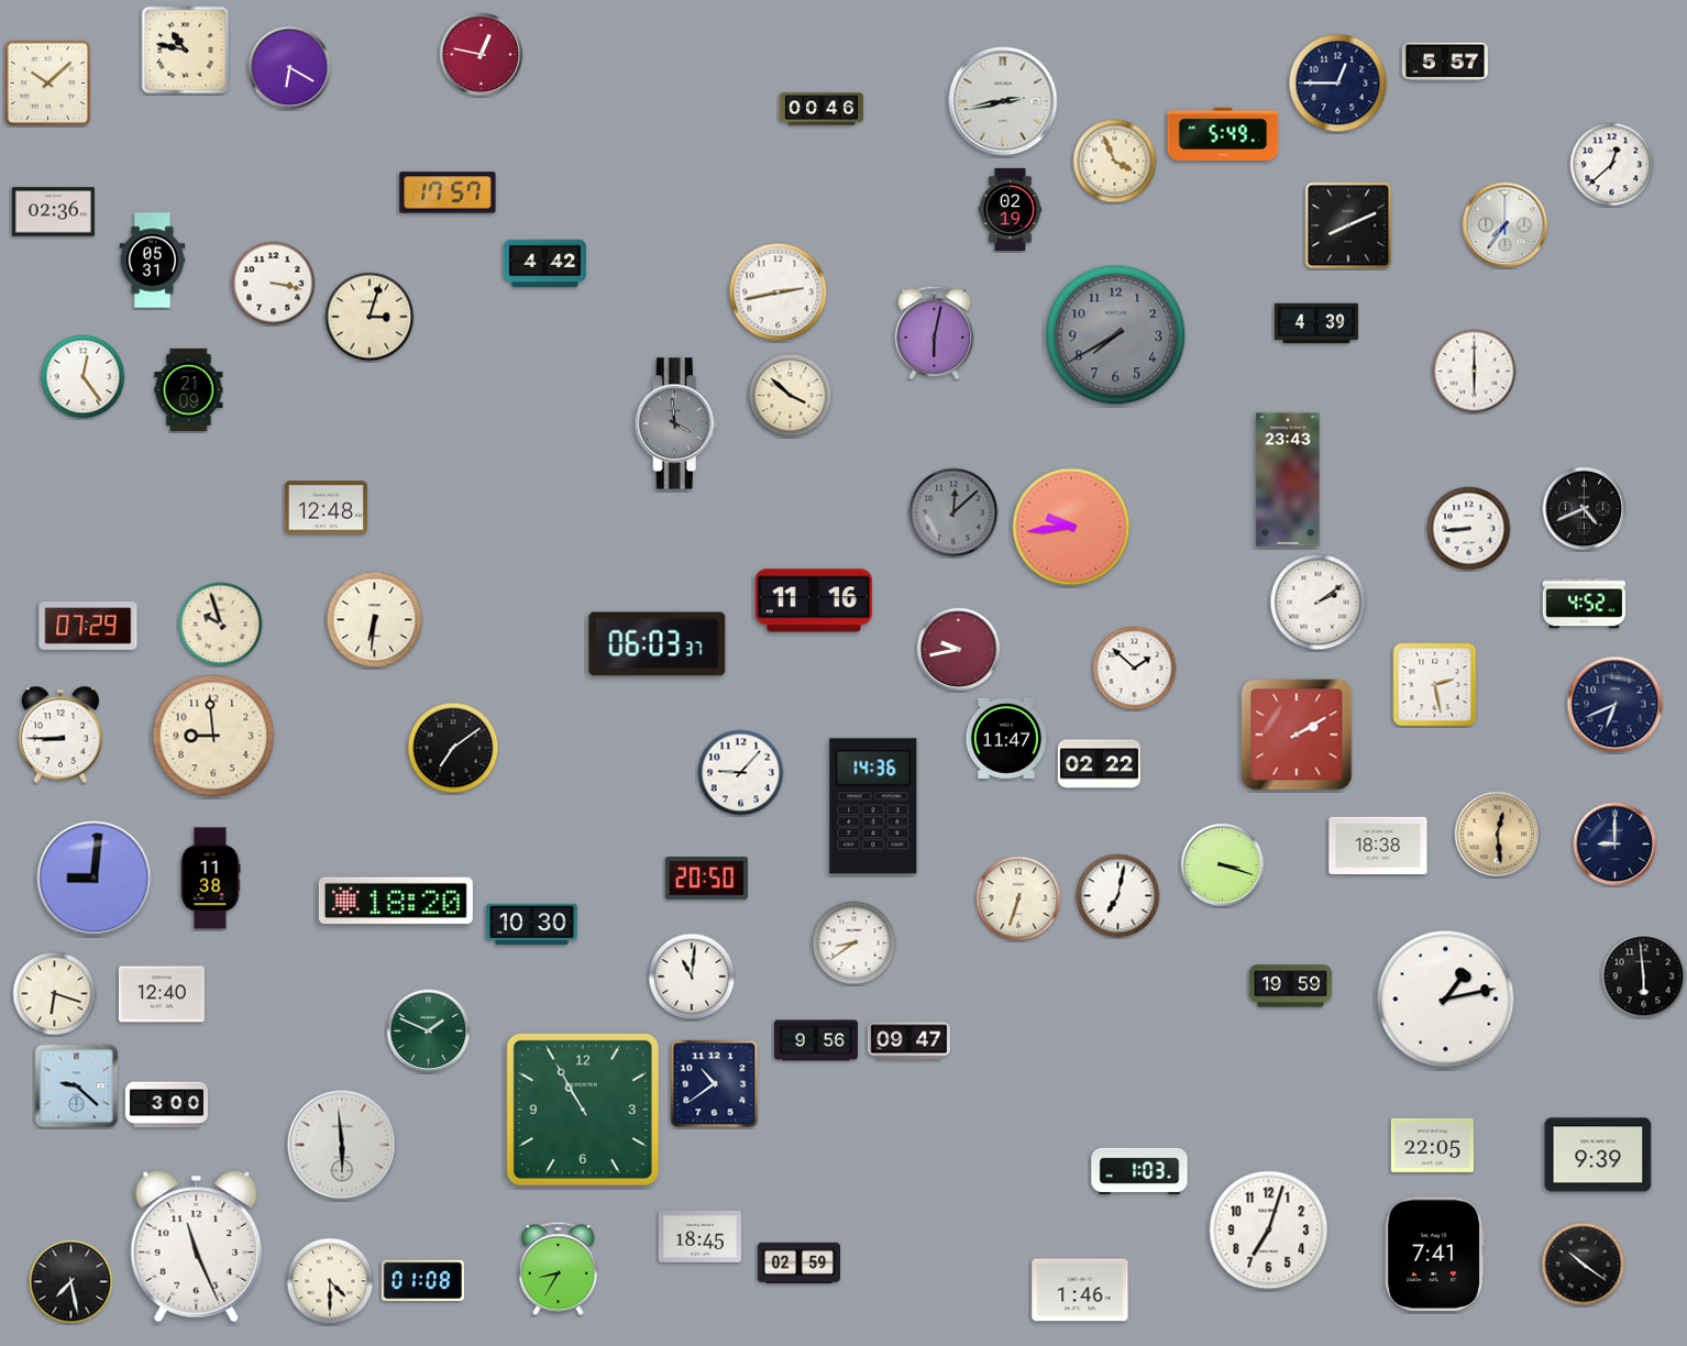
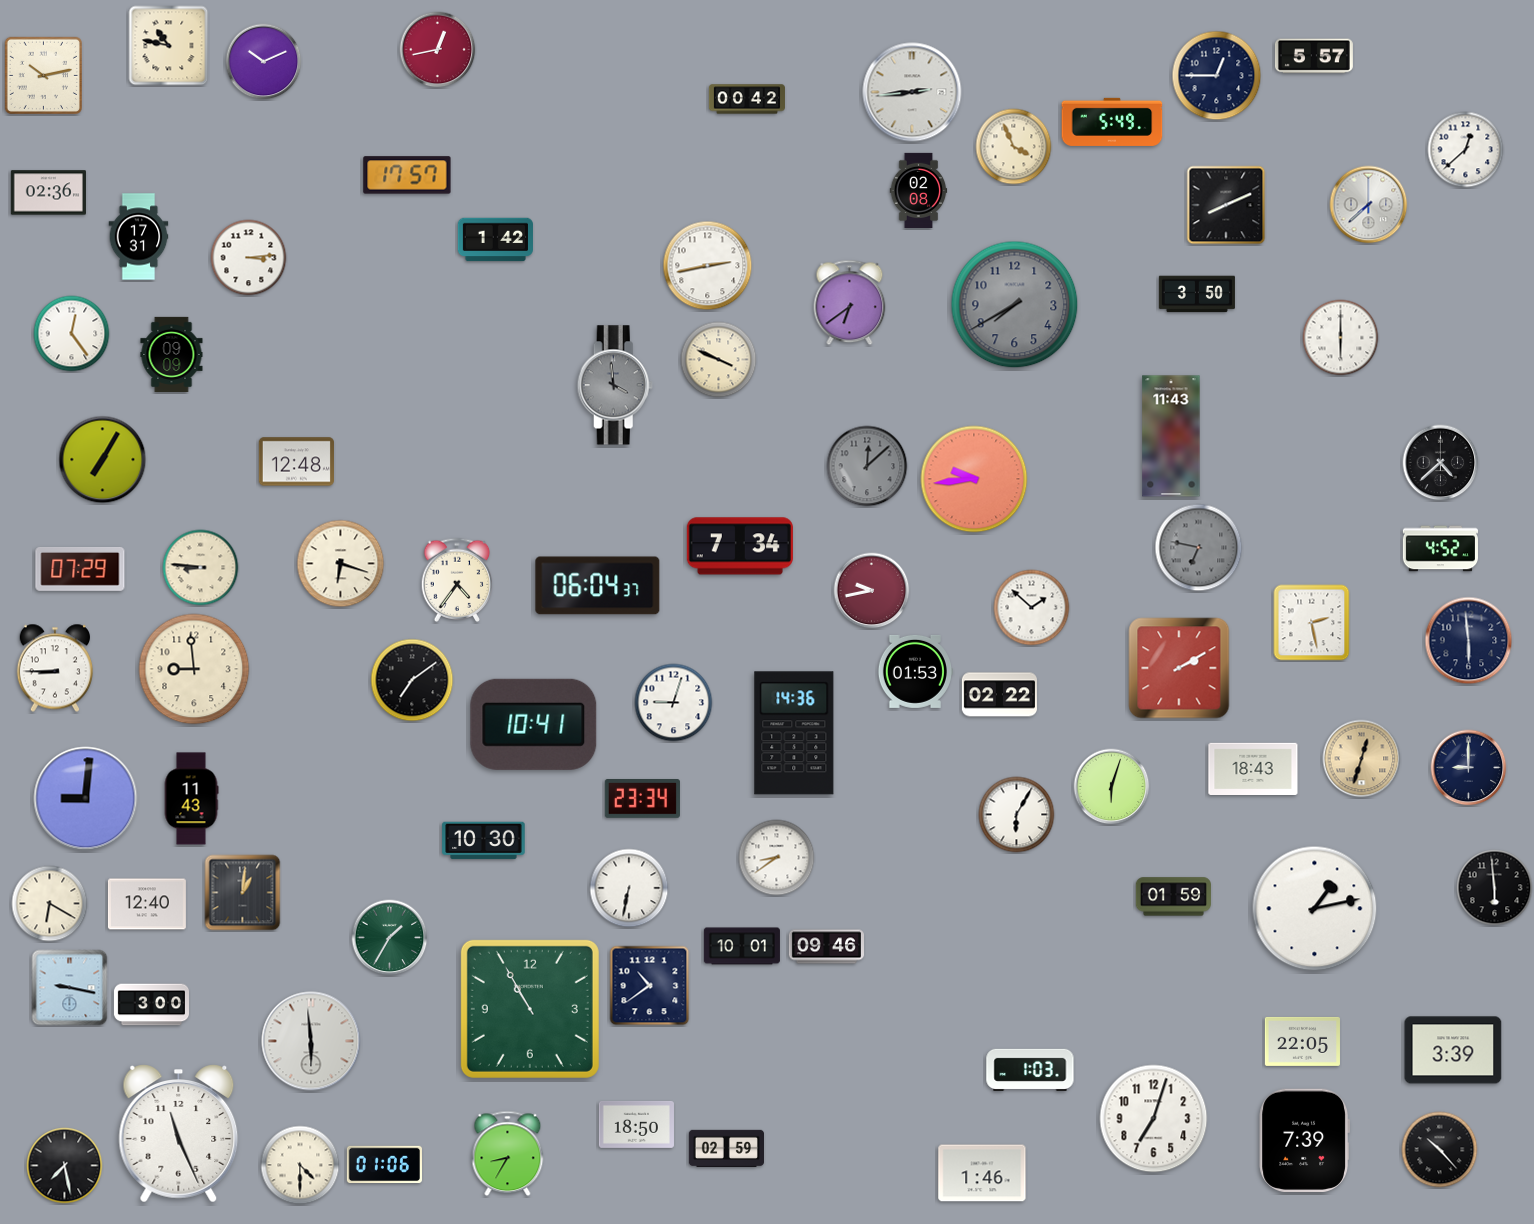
clock at (482, 55): 12:47 -> 12:43
clock at (290, 68): 6:20 -> 10:11
clock at (47, 82): 10:08 -> 10:13
clock at (1003, 101): 2:43 -> 2:44
clock at (822, 109): 00:46 -> 00:42
clock at (1011, 209): 02:19 -> 02:08
clock at (1506, 225): 7:36 -> 7:38
clock at (153, 261): 05:31 -> 17:31
clock at (544, 264): 4:42 -> 1:42
clock at (274, 284): 3:17 -> 3:14
clock at (370, 317): 3:03 -> none
clock at (1316, 323): 4:39 -> 3:50
clock at (935, 333): 6:02 -> 6:39
clock at (84, 377) position: (84, 377) -> (72, 334)
clock at (189, 389): 21:09 -> 09:09
clock at (791, 396): 3:52 -> 3:49
clock at (1288, 479): 23:43 -> 11:43
clock at (103, 460): none -> 7:05
clock at (1585, 509): 4:41 -> 4:38
clock at (1469, 529): 8:44 -> none
clock at (814, 600): 11:16 -> 7:34
clock at (1319, 603): 2:09 -> 6:47
clock at (1319, 603) dial: white -> grey
clock at (375, 620): 6:31 -> 6:18
clock at (221, 625): 9:57 -> 8:46
clock at (457, 579): none -> 4:36
clock at (658, 644): 06:03 -> 06:04
clock at (1435, 685) position: (1435, 685) -> (1312, 623)
clock at (1616, 705): 6:41 -> 5:59
clock at (1006, 738): 11:47 -> 01:53
clock at (741, 773): 9:07 -> 9:03
clock at (534, 724): none -> 10:41
clock at (1498, 835): 12:29 -> 12:33
clock at (1378, 845): 18:38 -> 18:43
clock at (1223, 865): 3:18 -> 6:03
clock at (210, 879): 11:38 -> 11:43
clock at (706, 879): 20:50 -> 23:34
clock at (1118, 896): 7:02 -> 6:05
clock at (1018, 898): 6:33 -> none
clock at (396, 901): 18:20 -> none
clock at (692, 977): 11:01 -> 6:32
clock at (243, 893): none -> 1:01
clock at (1290, 986): 19:59 -> 01:59
clock at (55, 994): 6:18 -> 6:20
clock at (429, 1031): 1:49 -> 1:35
clock at (816, 1040): 9:56 -> 10:01
clock at (908, 1041): 09:47 -> 09:46
clock at (77, 1086): 9:22 -> 9:17
clock at (1598, 1155): 9:39 -> 3:39
clock at (1139, 1171) position: (1139, 1171) -> (1030, 1070)
clock at (699, 1236): 18:45 -> 18:50
clock at (1434, 1254): 7:41 -> 7:39
clock at (1584, 1265): 10:21 -> 10:23
clock at (422, 1281): 01:08 -> 01:06
